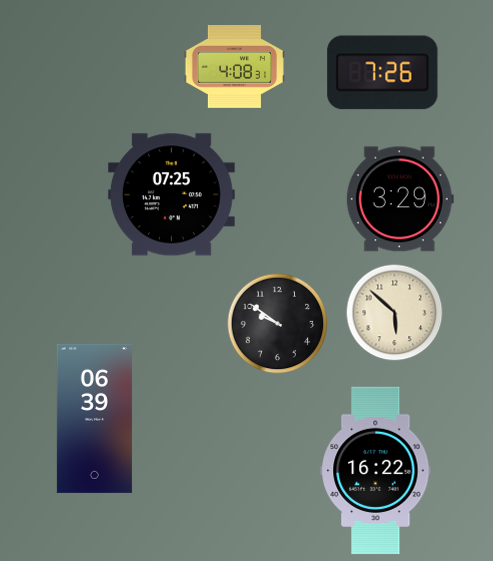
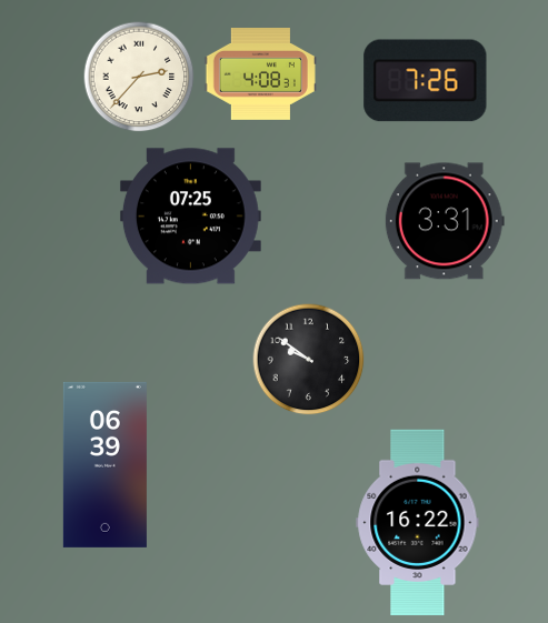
clock at (139, 77): none -> 2:37
clock at (400, 199): 3:29 -> 3:31
clock at (395, 313): 5:52 -> none
